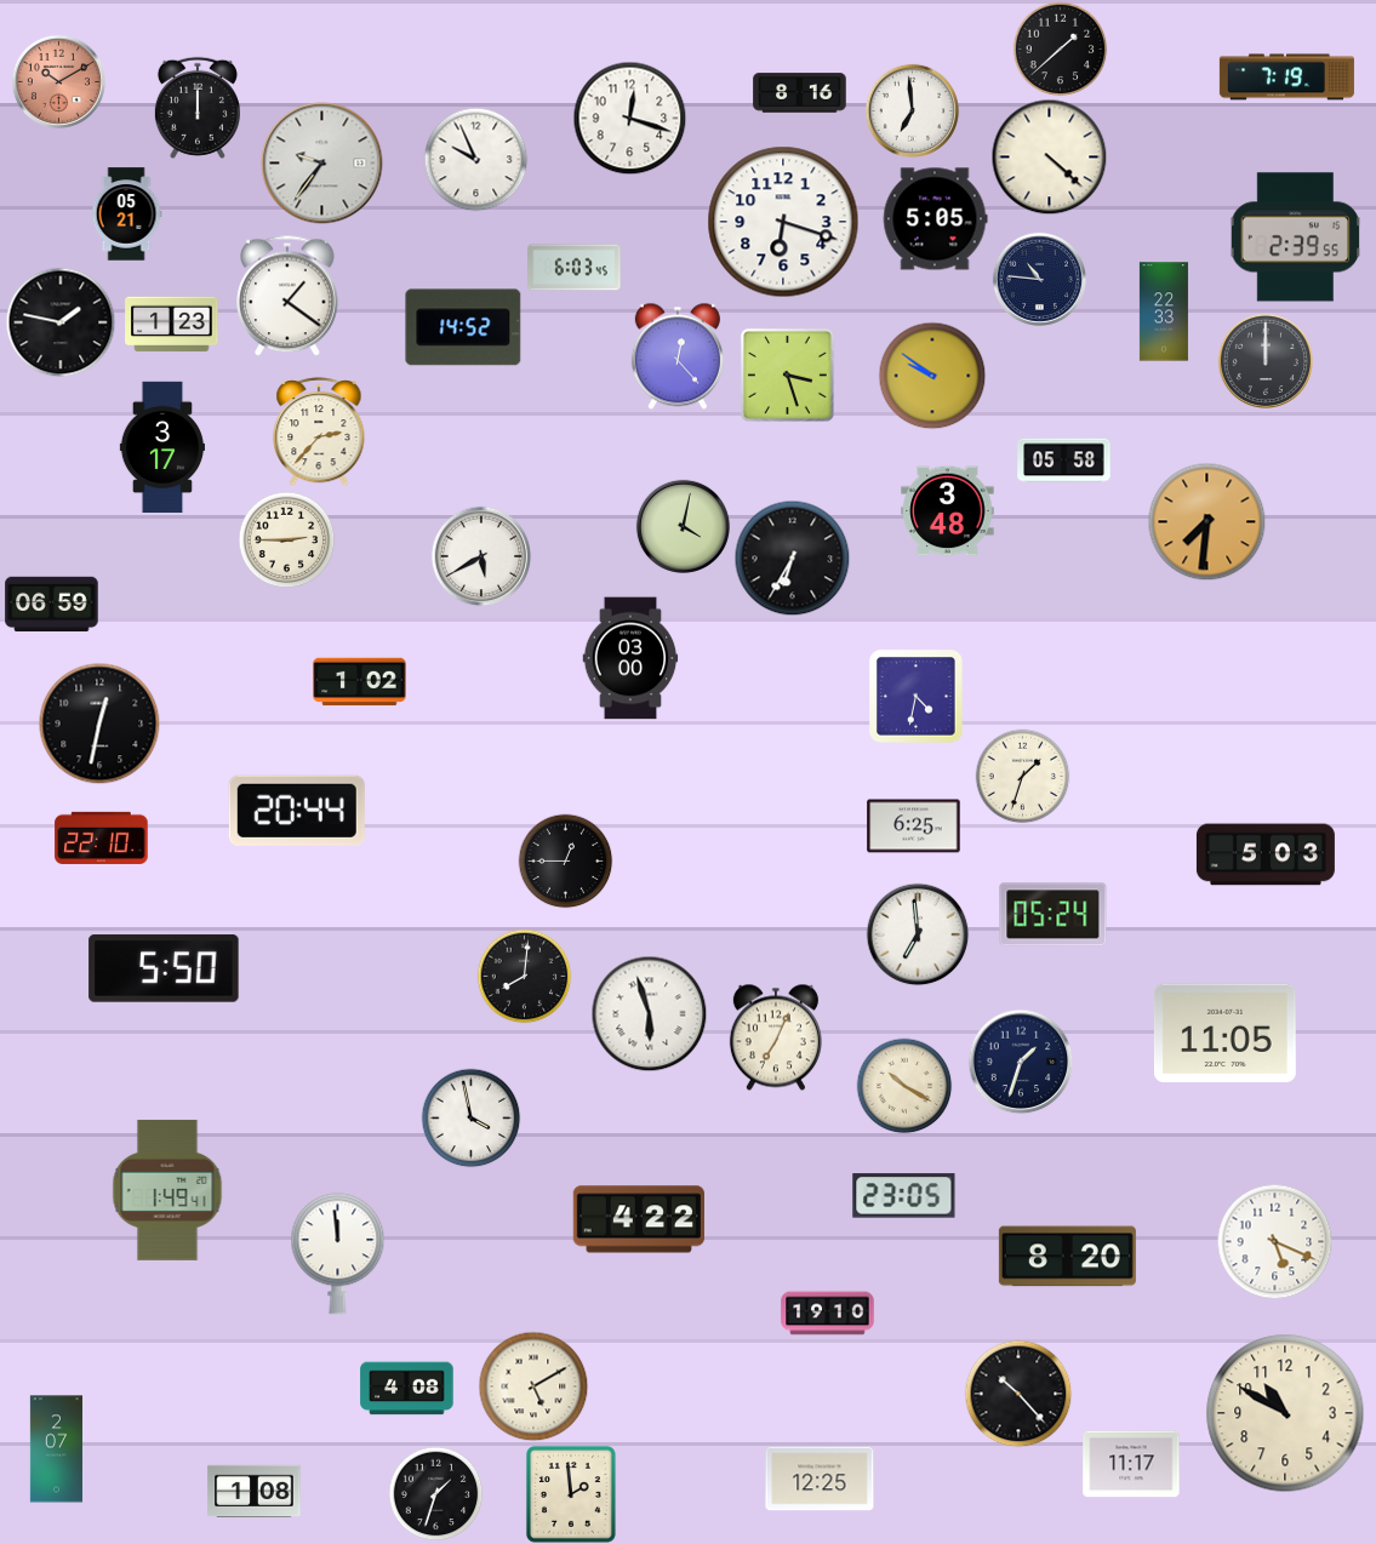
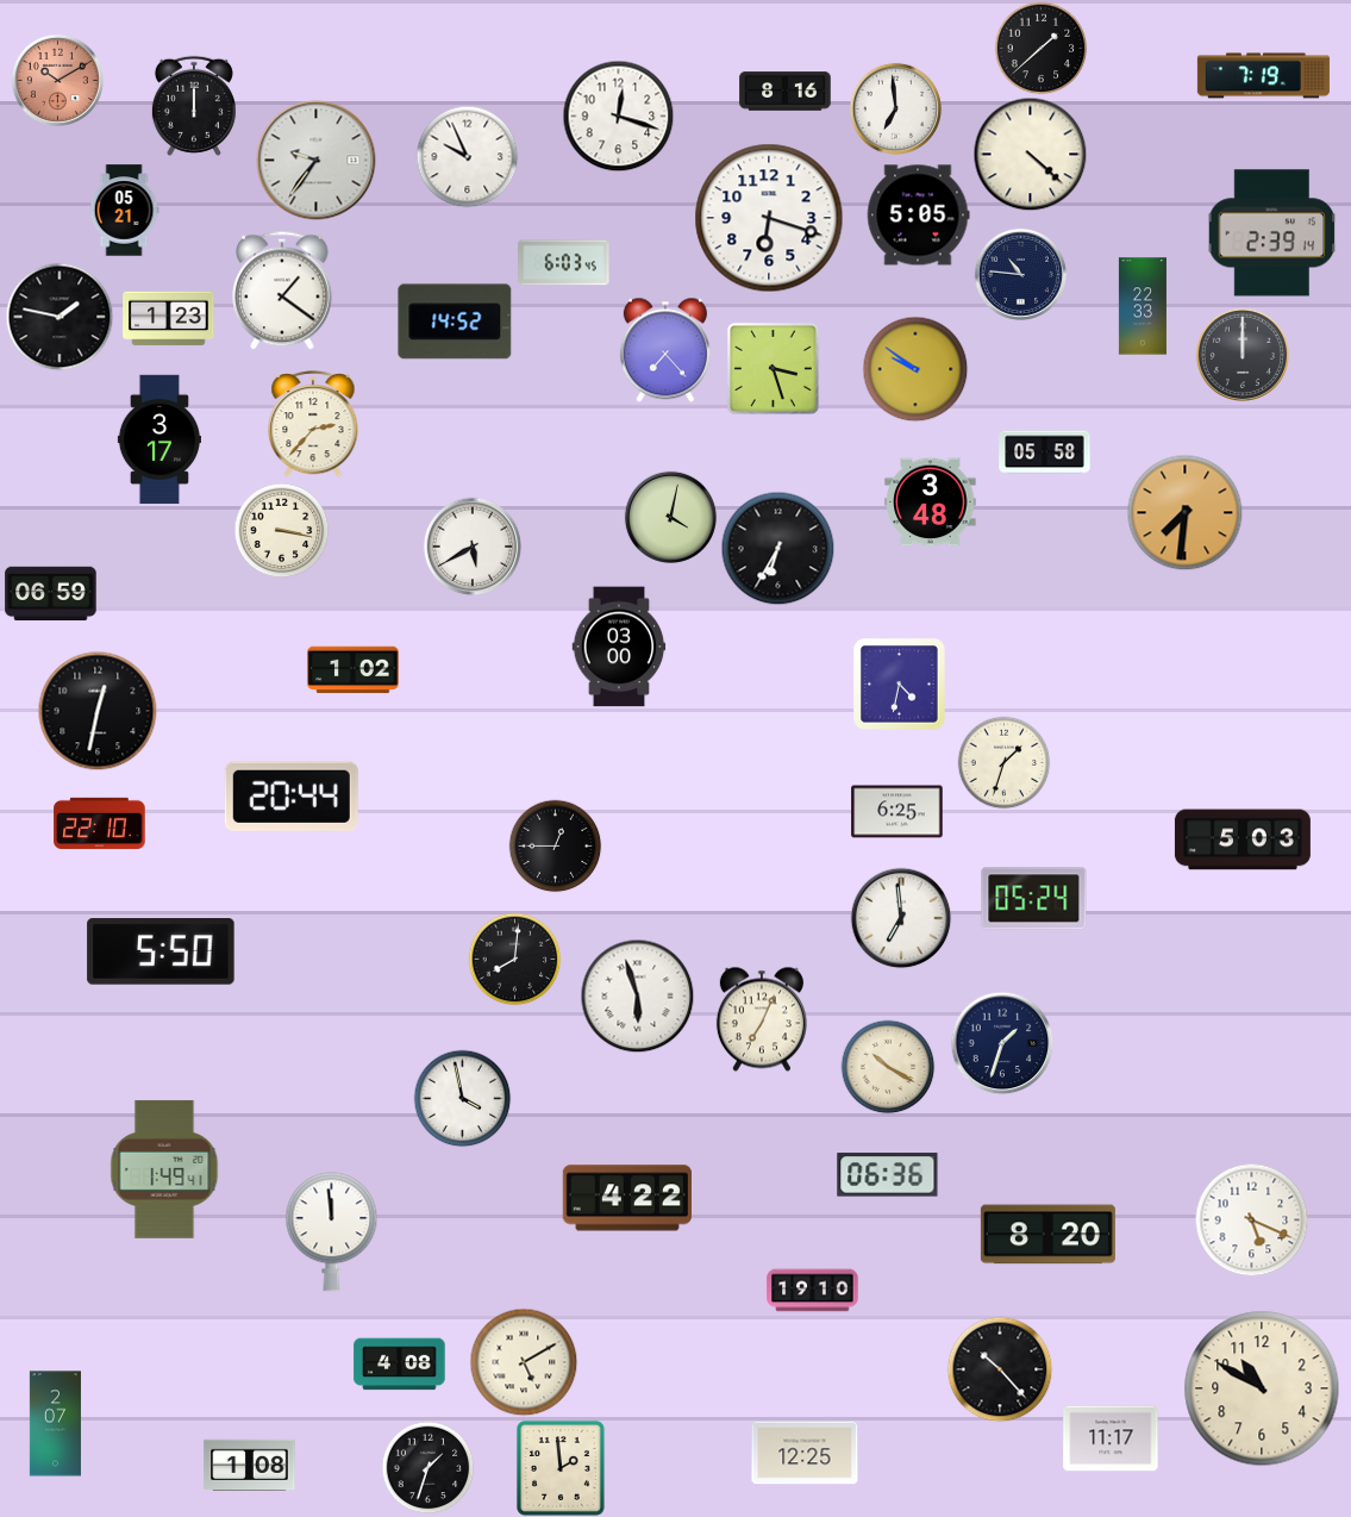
clock at (1296, 238): 2:39:55 -> 2:39:14
clock at (678, 356): 12:23 -> 7:23
clock at (286, 539): 2:45 -> 3:17
clock at (1224, 1033): 11:05 -> none
clock at (904, 1196): 23:05 -> 06:36
